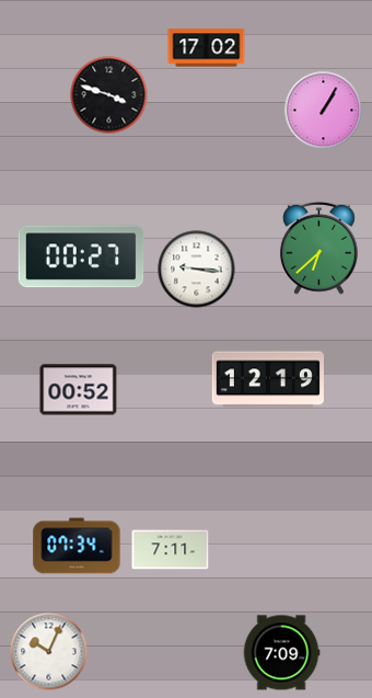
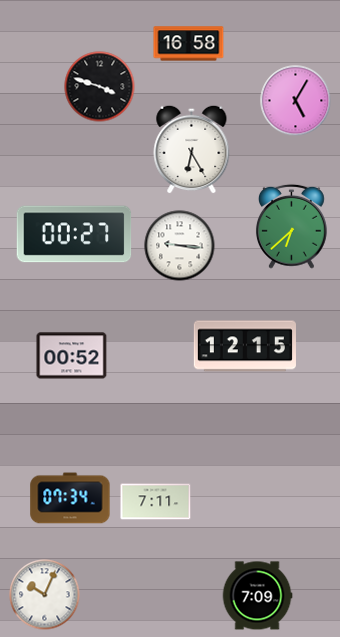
clock at (207, 48): 17:02 -> 16:58
clock at (324, 111): 1:05 -> 5:05
clock at (192, 149): none -> 6:25
clock at (268, 379): 12:19 -> 12:15
